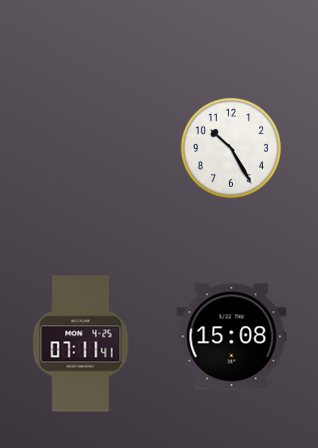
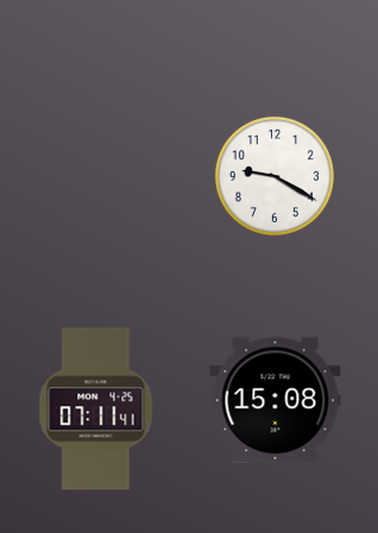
clock at (231, 148): 10:25 -> 9:20
